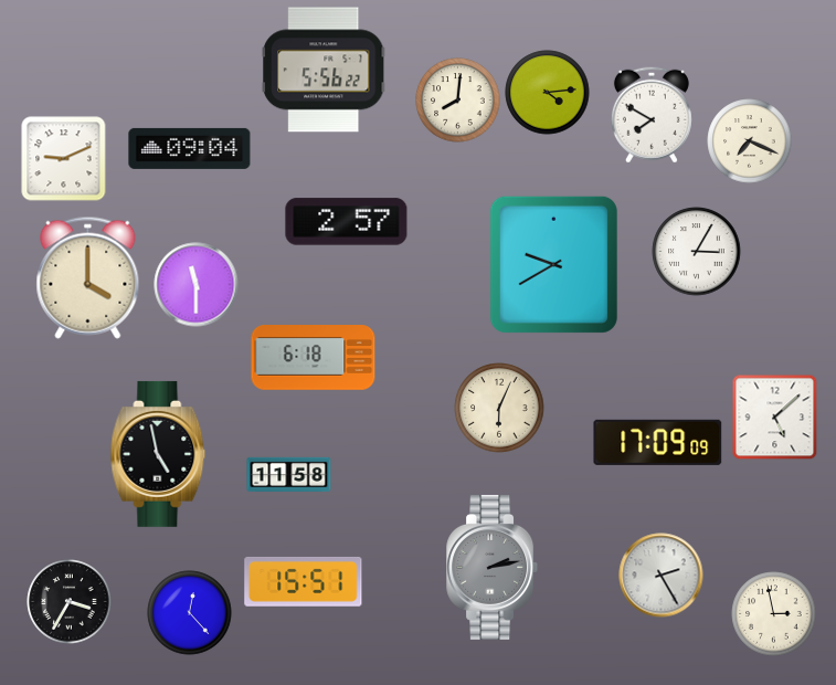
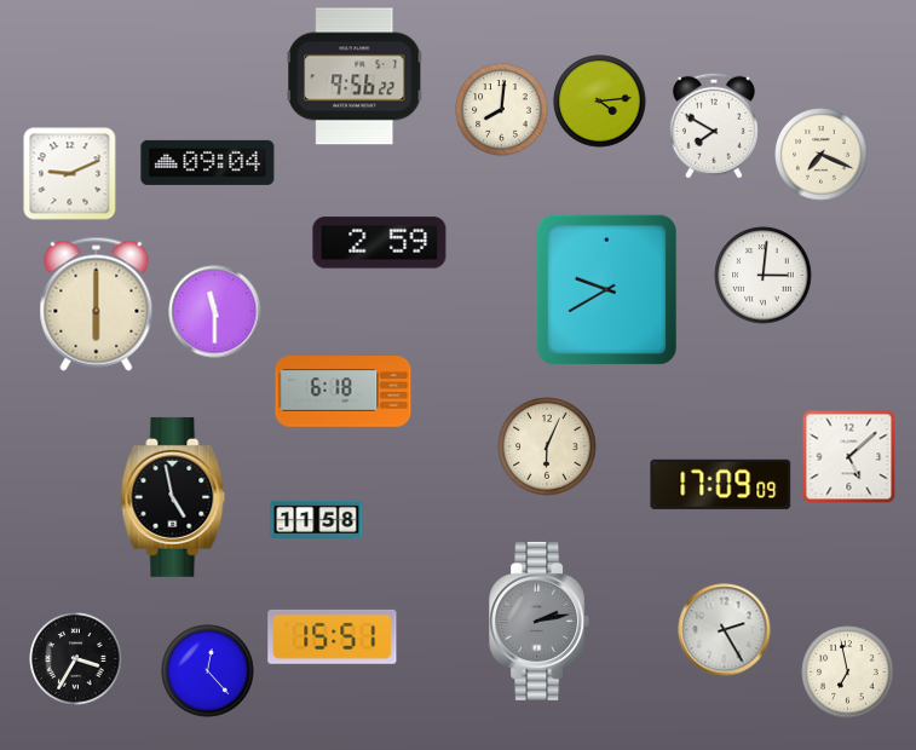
clock at (325, 70): 5:56 -> 9:56
clock at (347, 222): 2:57 -> 2:59
clock at (697, 252): 3:05 -> 3:01
clock at (88, 277): 4:00 -> 6:00
clock at (774, 614): 2:58 -> 6:58
